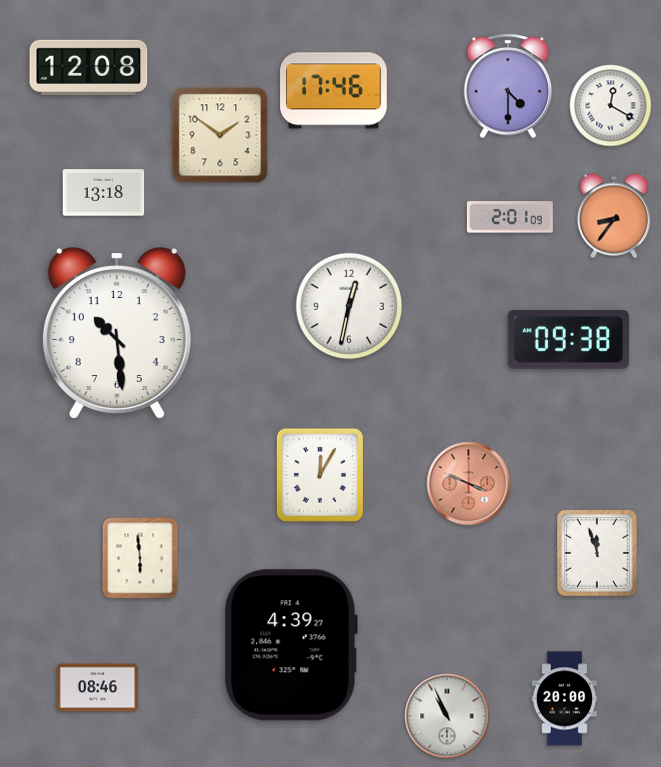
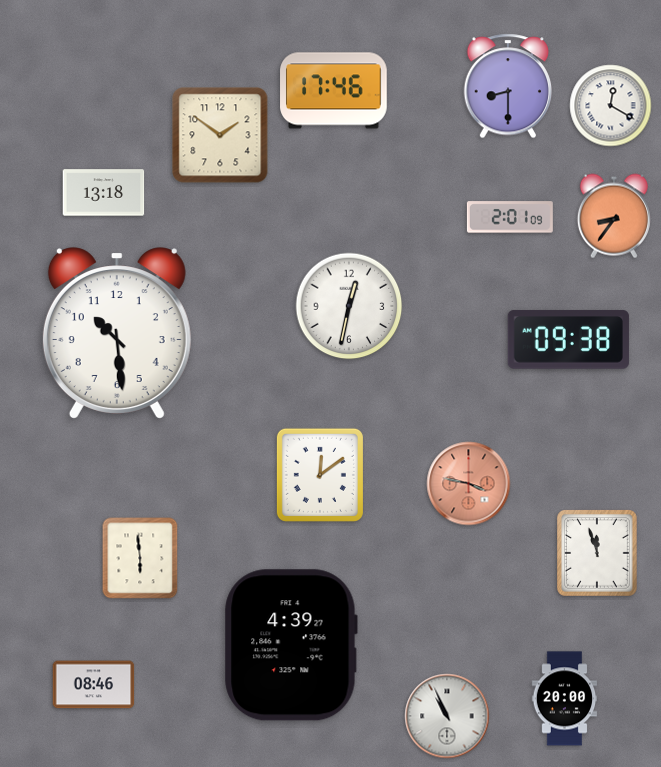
clock at (89, 67): 12:08 -> none
clock at (508, 86): 4:30 -> 8:30
clock at (320, 475): 12:05 -> 12:09
clock at (469, 484): 3:49 -> 3:47
clock at (98, 688) position: (98, 688) -> (94, 685)
